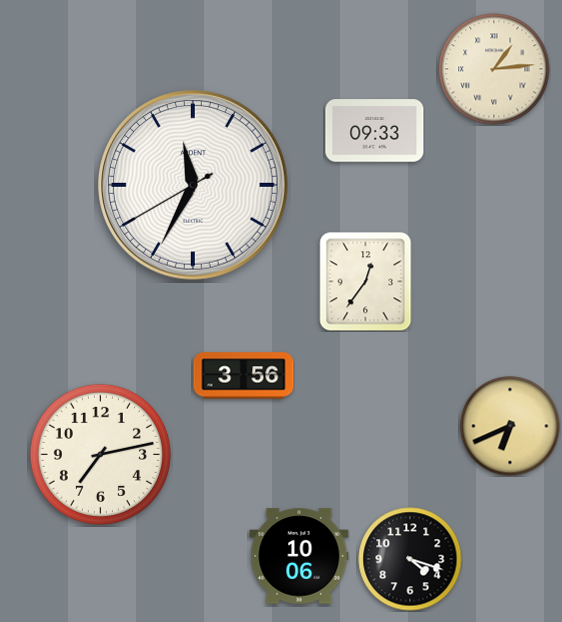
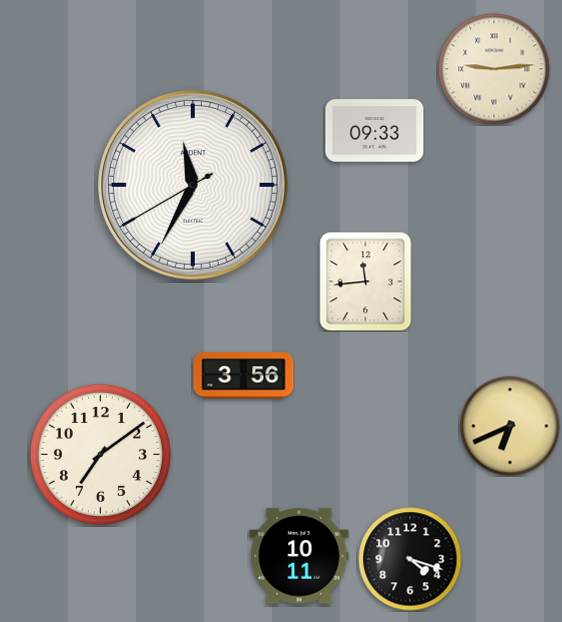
clock at (494, 69): 1:14 -> 9:14
clock at (366, 282): 12:36 -> 11:44
clock at (100, 454): 7:13 -> 7:09
clock at (299, 556): 10:06 -> 10:11
